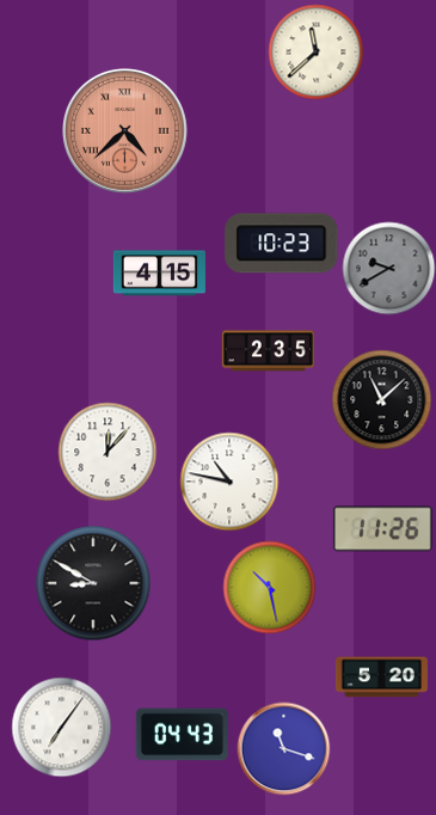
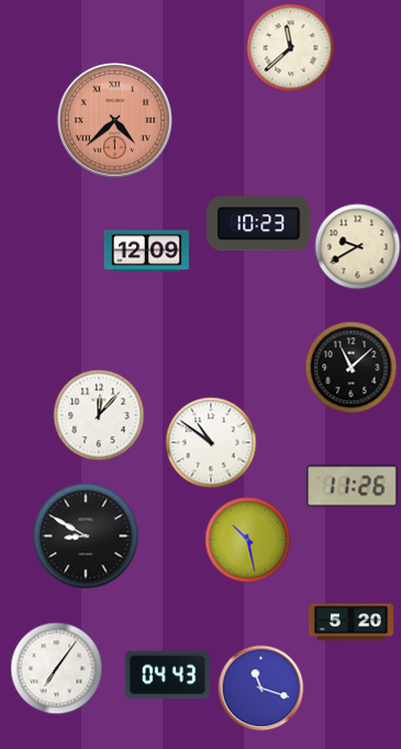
clock at (388, 268) dial: grey -> cream
clock at (159, 274): 4:15 -> 12:09
clock at (268, 351): 2:35 -> none
clock at (229, 482): 10:47 -> 10:51
